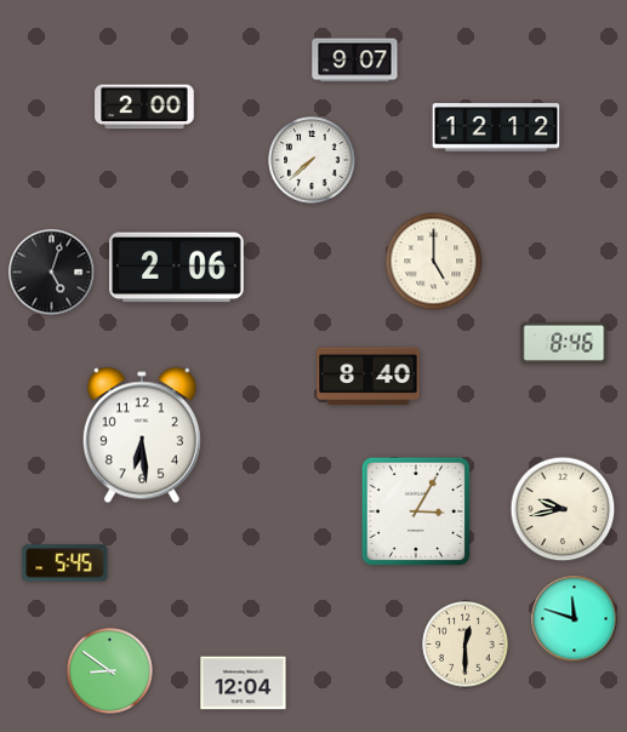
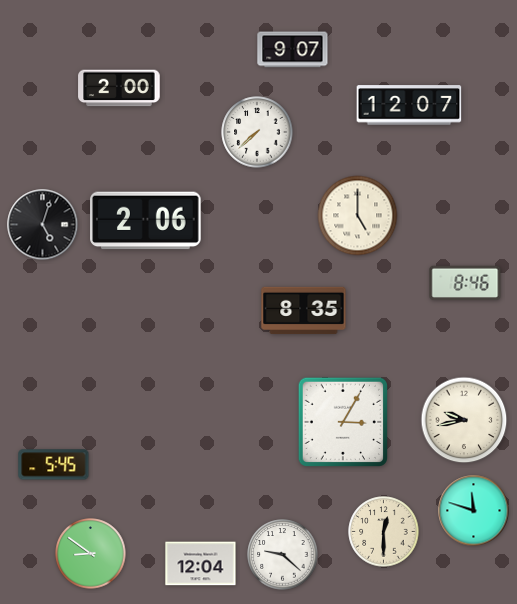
clock at (496, 127): 12:12 -> 12:07
clock at (369, 377): 8:40 -> 8:35
clock at (142, 435): 6:29 -> none
clock at (283, 555): none -> 9:22
